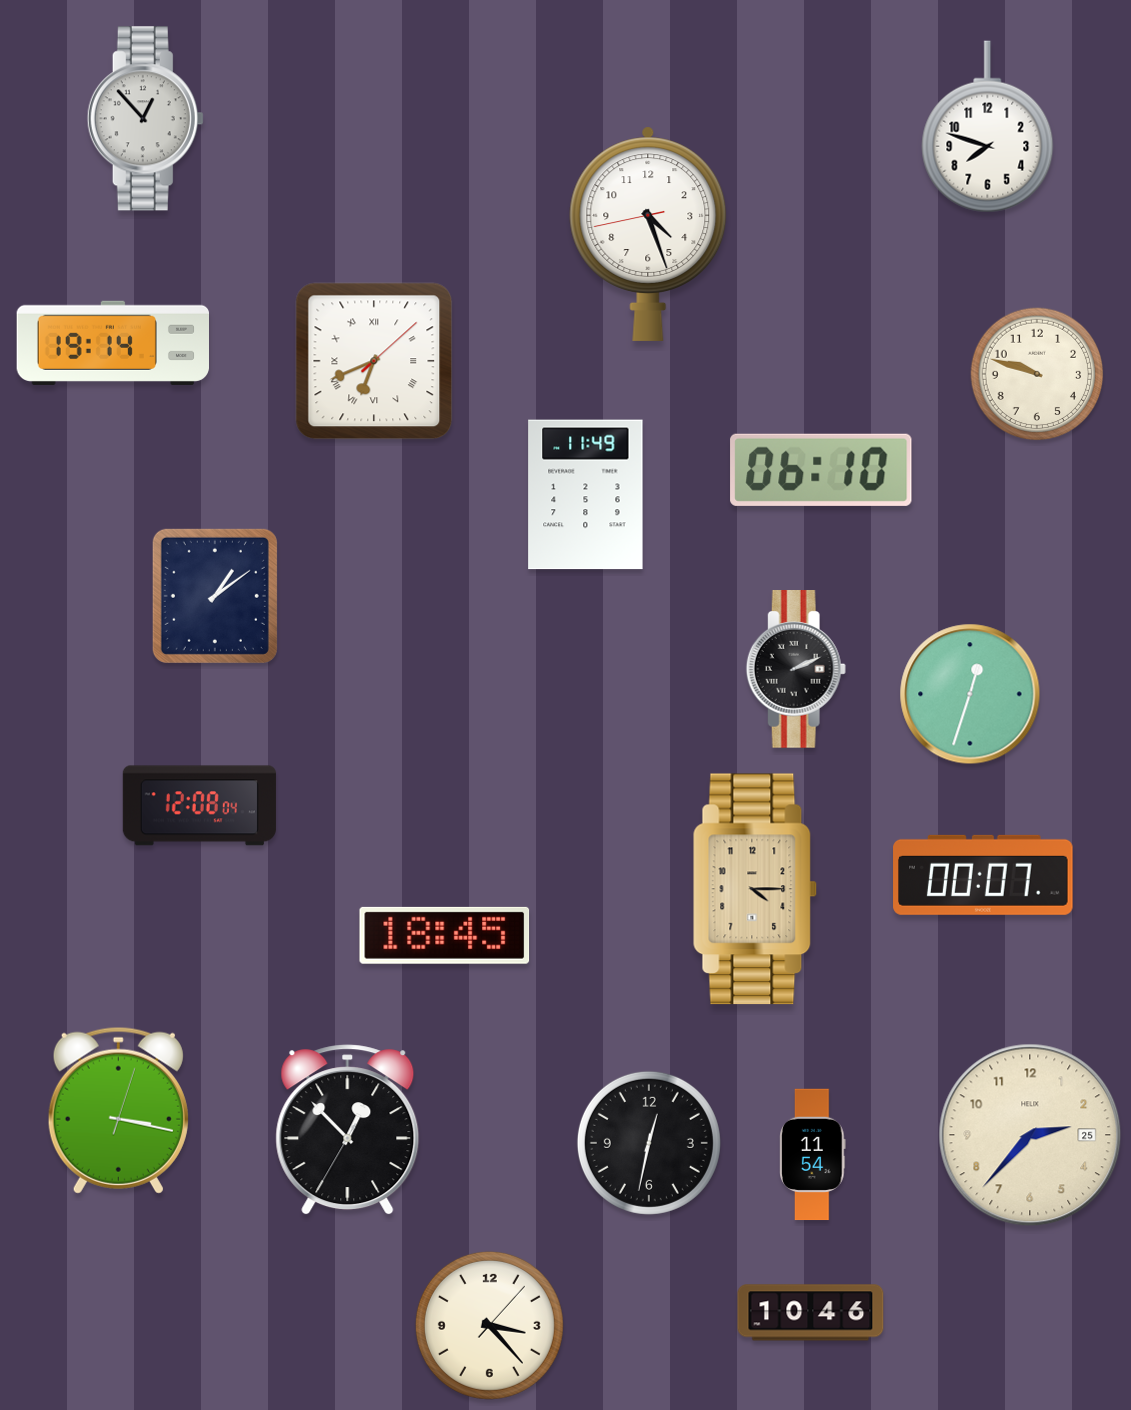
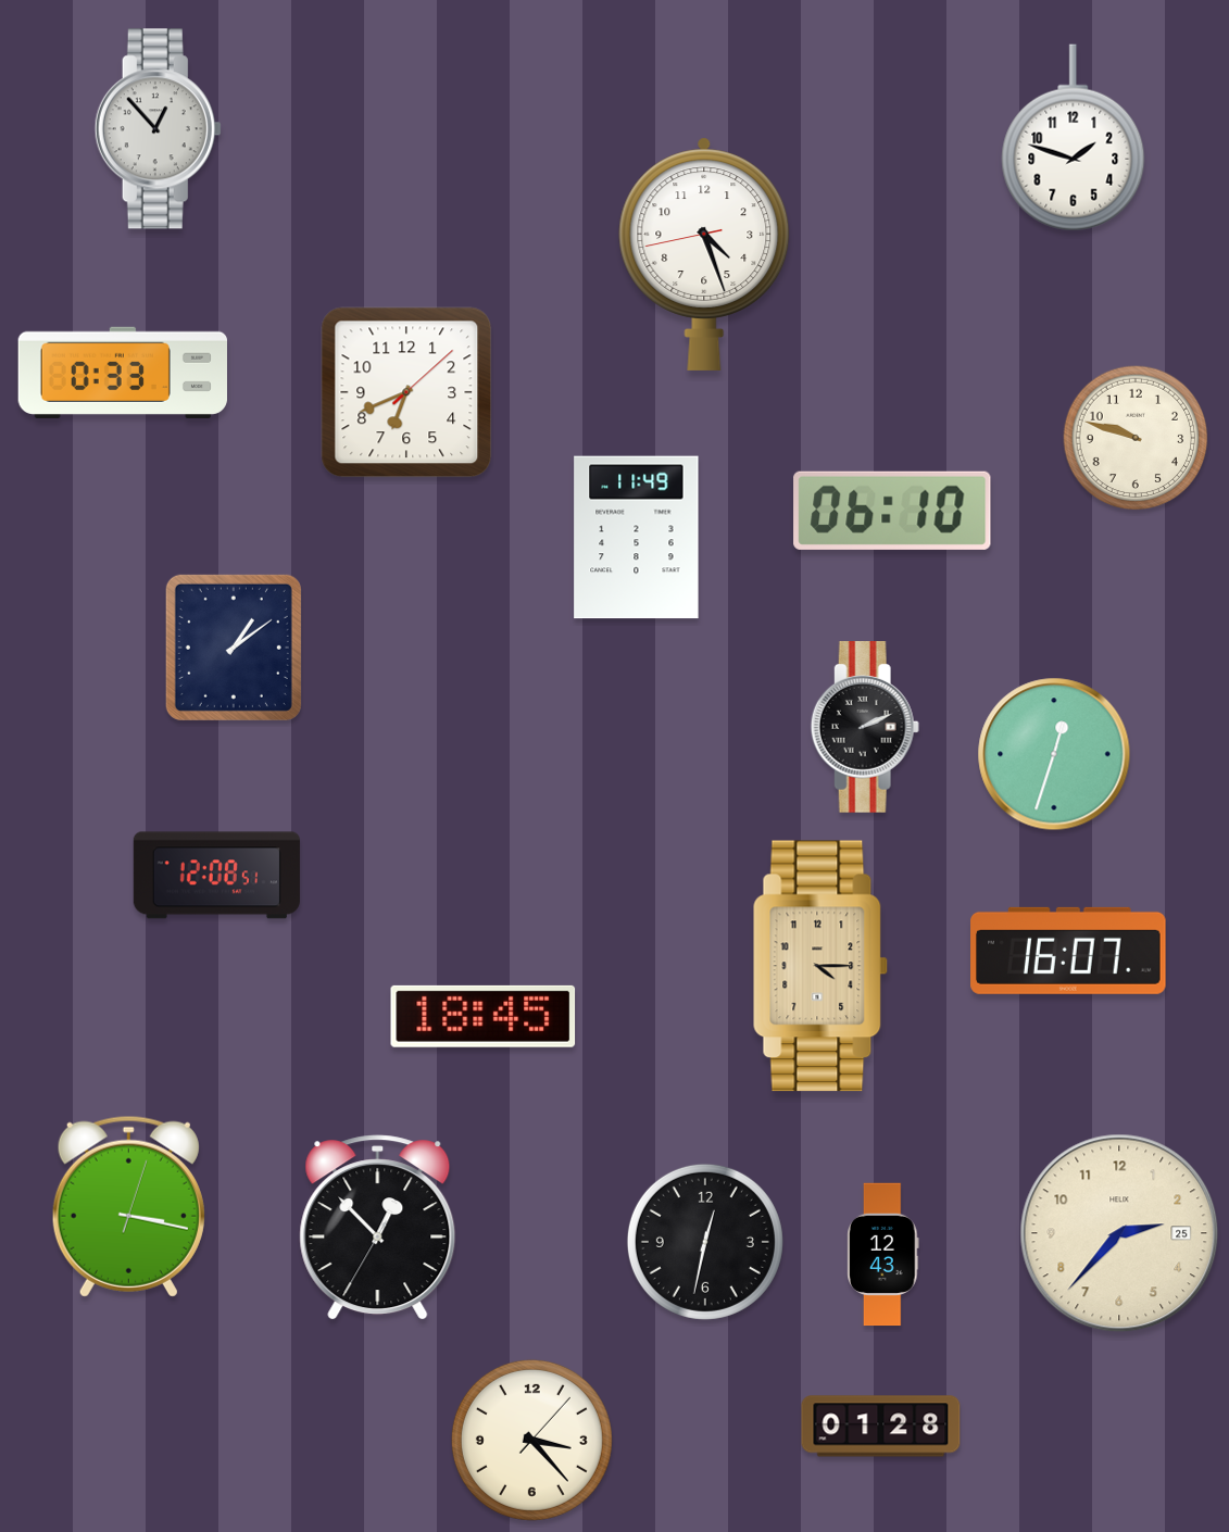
clock at (988, 127): 7:48 -> 1:48
clock at (112, 343): 19:14 -> 0:33
clock at (374, 361) numerals: Roman -> Arabic
clock at (1037, 374) position: (1037, 374) -> (1136, 438)
clock at (199, 806): 12:08:04 -> 12:08:51
clock at (983, 875): 00:07 -> 16:07
clock at (813, 1155): 11:54 -> 12:43
clock at (811, 1313): 10:46 -> 01:28
